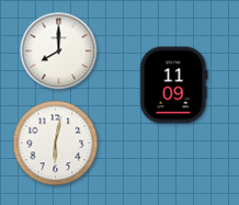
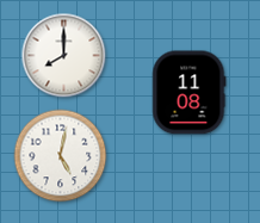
clock at (174, 86): 11:09 -> 11:08
clock at (56, 144): 6:02 -> 5:02
